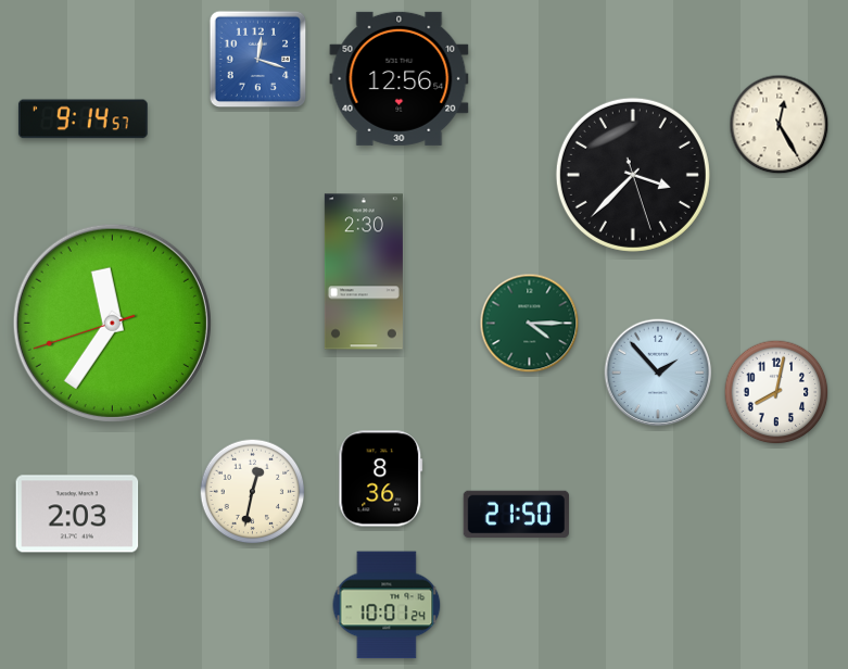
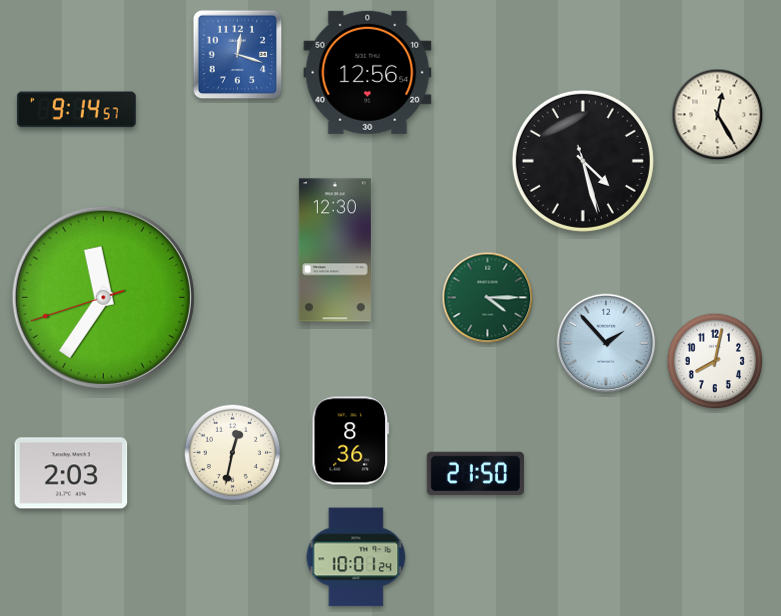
clock at (633, 175): 3:37 -> 4:27
clock at (364, 272): 2:30 -> 12:30
